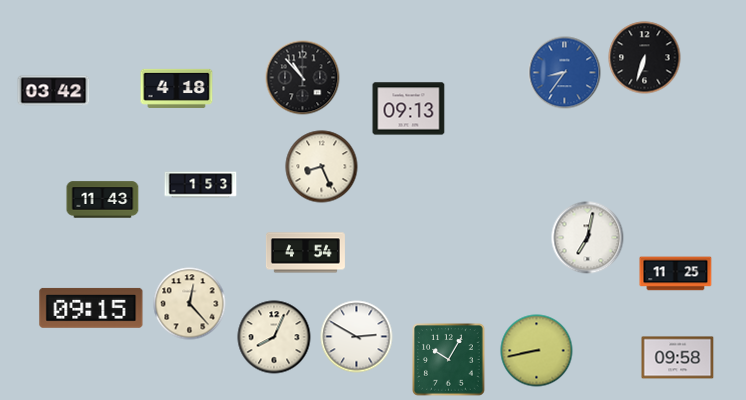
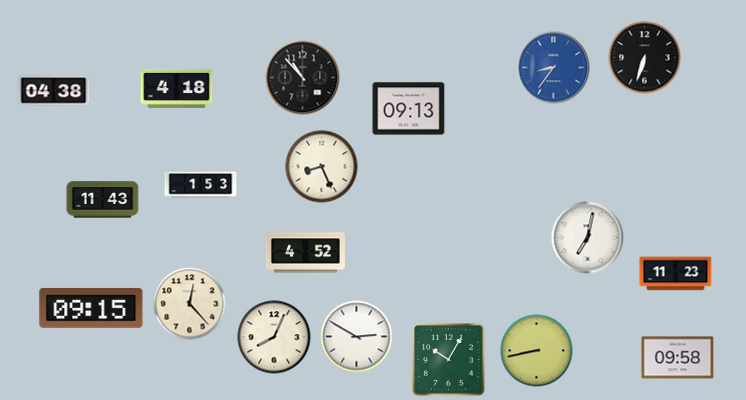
clock at (565, 73) position: (565, 73) -> (554, 68)
clock at (54, 91): 03:42 -> 04:38
clock at (305, 253): 4:54 -> 4:52
clock at (676, 274): 11:25 -> 11:23
